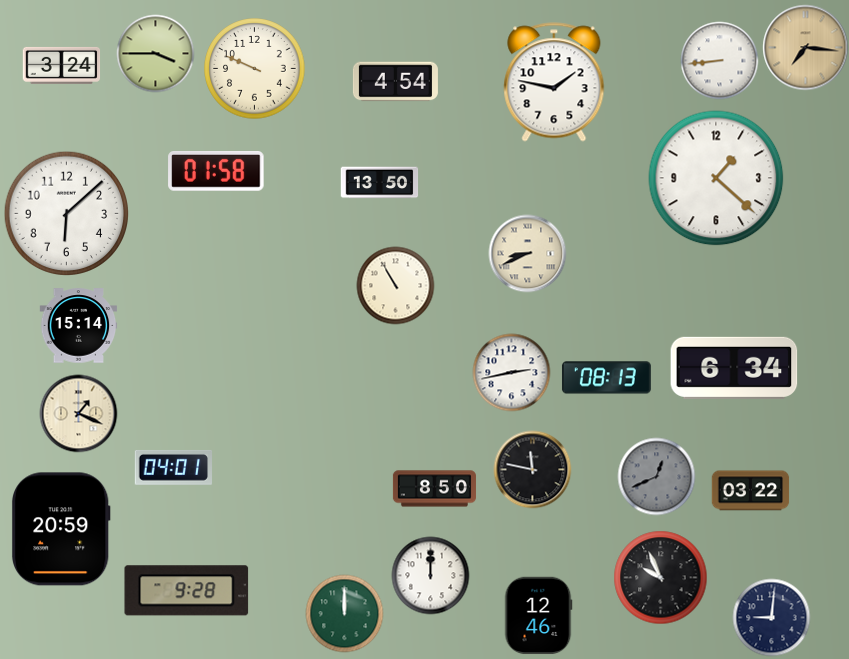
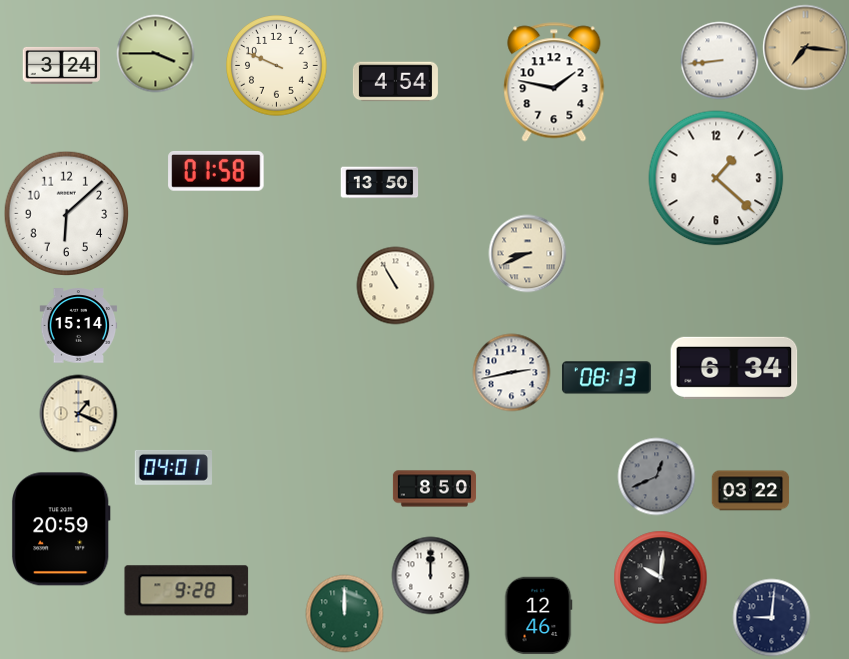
clock at (255, 69) position: (255, 69) -> (277, 66)
clock at (532, 469): 11:47 -> none
clock at (660, 577): 9:56 -> 10:01
